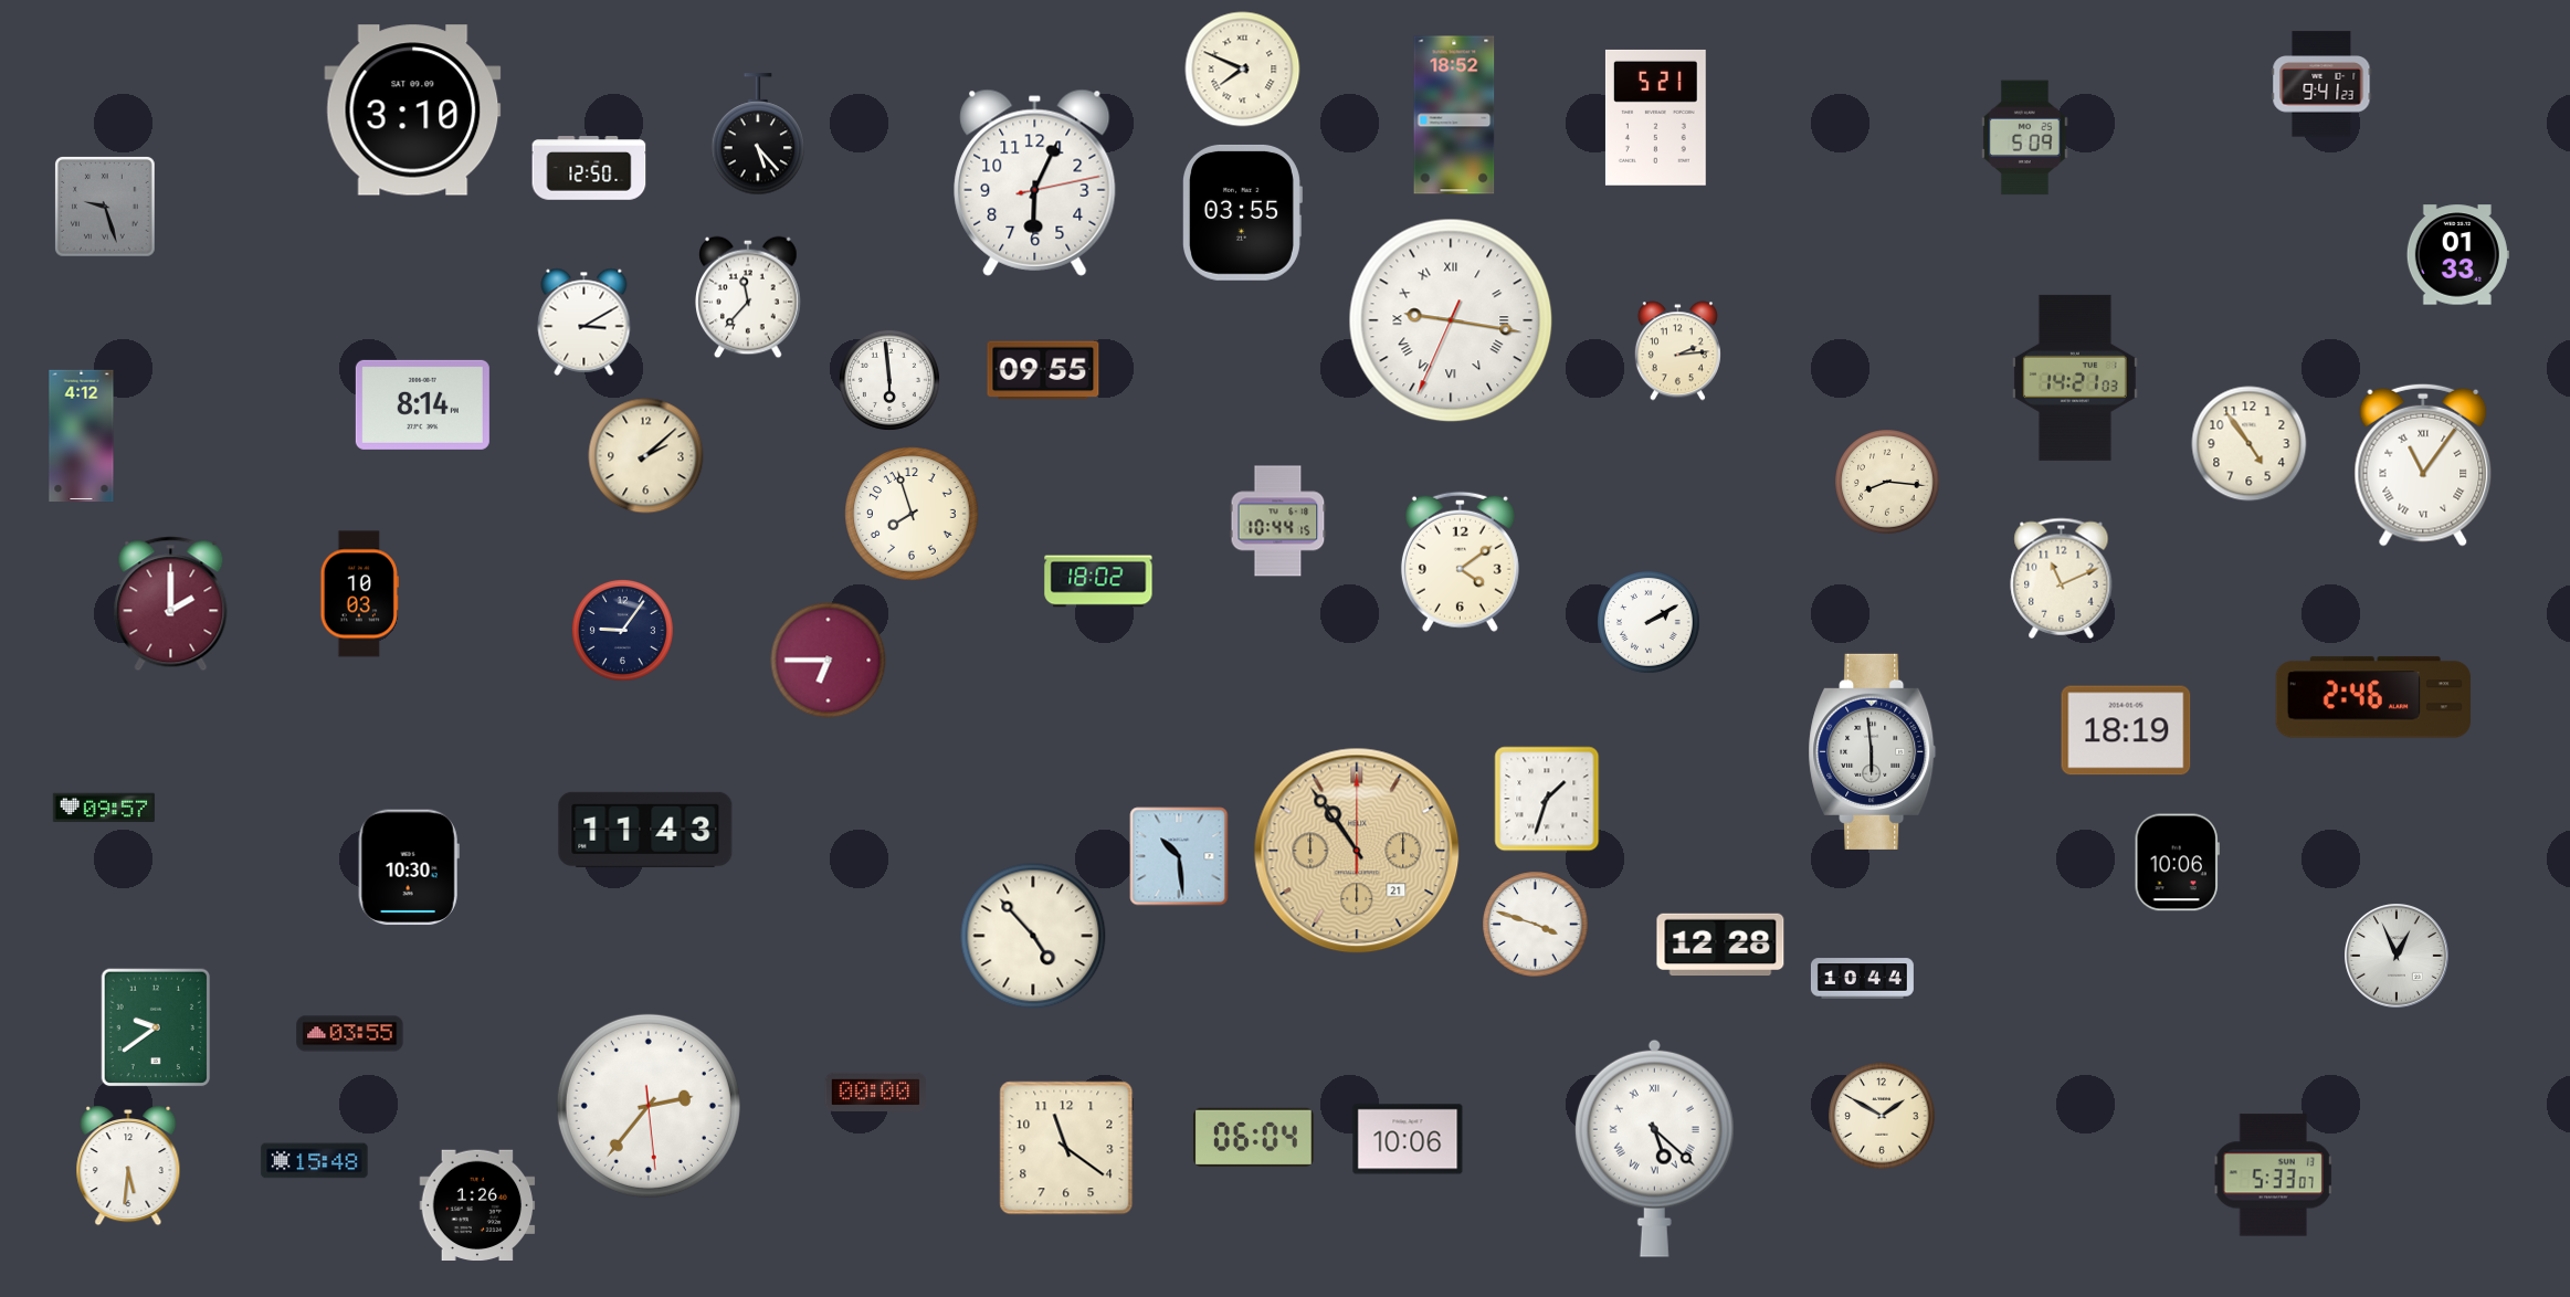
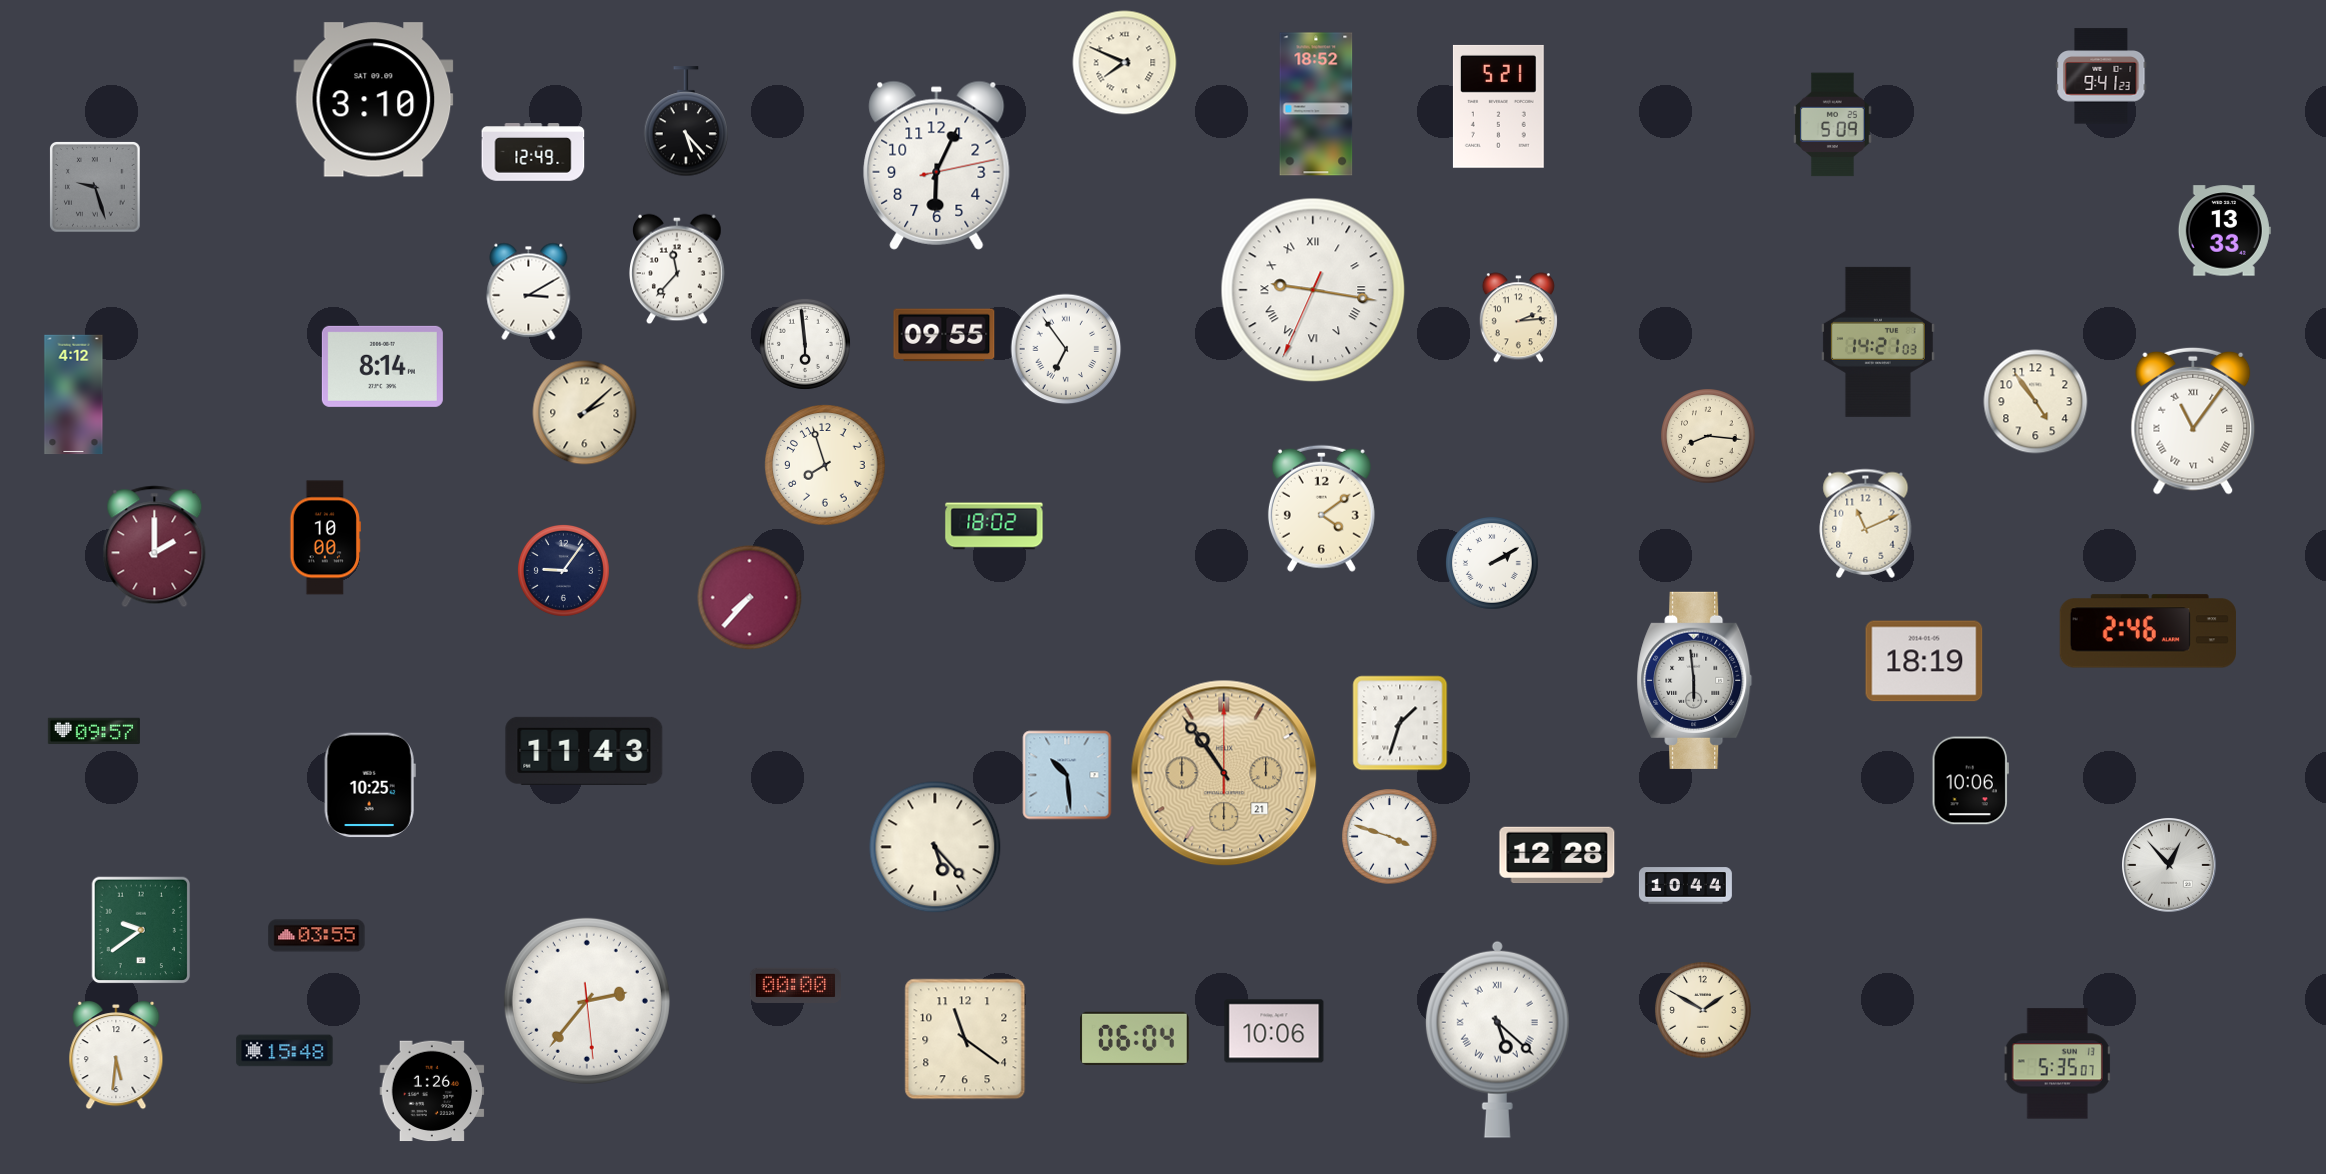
clock at (589, 168): 12:50 -> 12:49
clock at (1243, 212): 03:55 -> none
clock at (2457, 255): 01:33 -> 13:33
clock at (1066, 349): none -> 6:54
clock at (1278, 521): 10:44 -> none
clock at (359, 594): 10:03 -> 10:00
clock at (829, 661): 6:45 -> 7:37
clock at (1357, 851) position: (1357, 851) -> (1224, 773)
clock at (409, 867): 10:30 -> 10:25
clock at (1033, 936): 4:53 -> 5:23
clock at (2398, 957): 12:56 -> 12:53
clock at (875, 1092) position: (875, 1092) -> (795, 985)
clock at (1254, 1137) position: (1254, 1137) -> (1135, 1038)
clock at (2273, 1175): 5:33 -> 5:35
